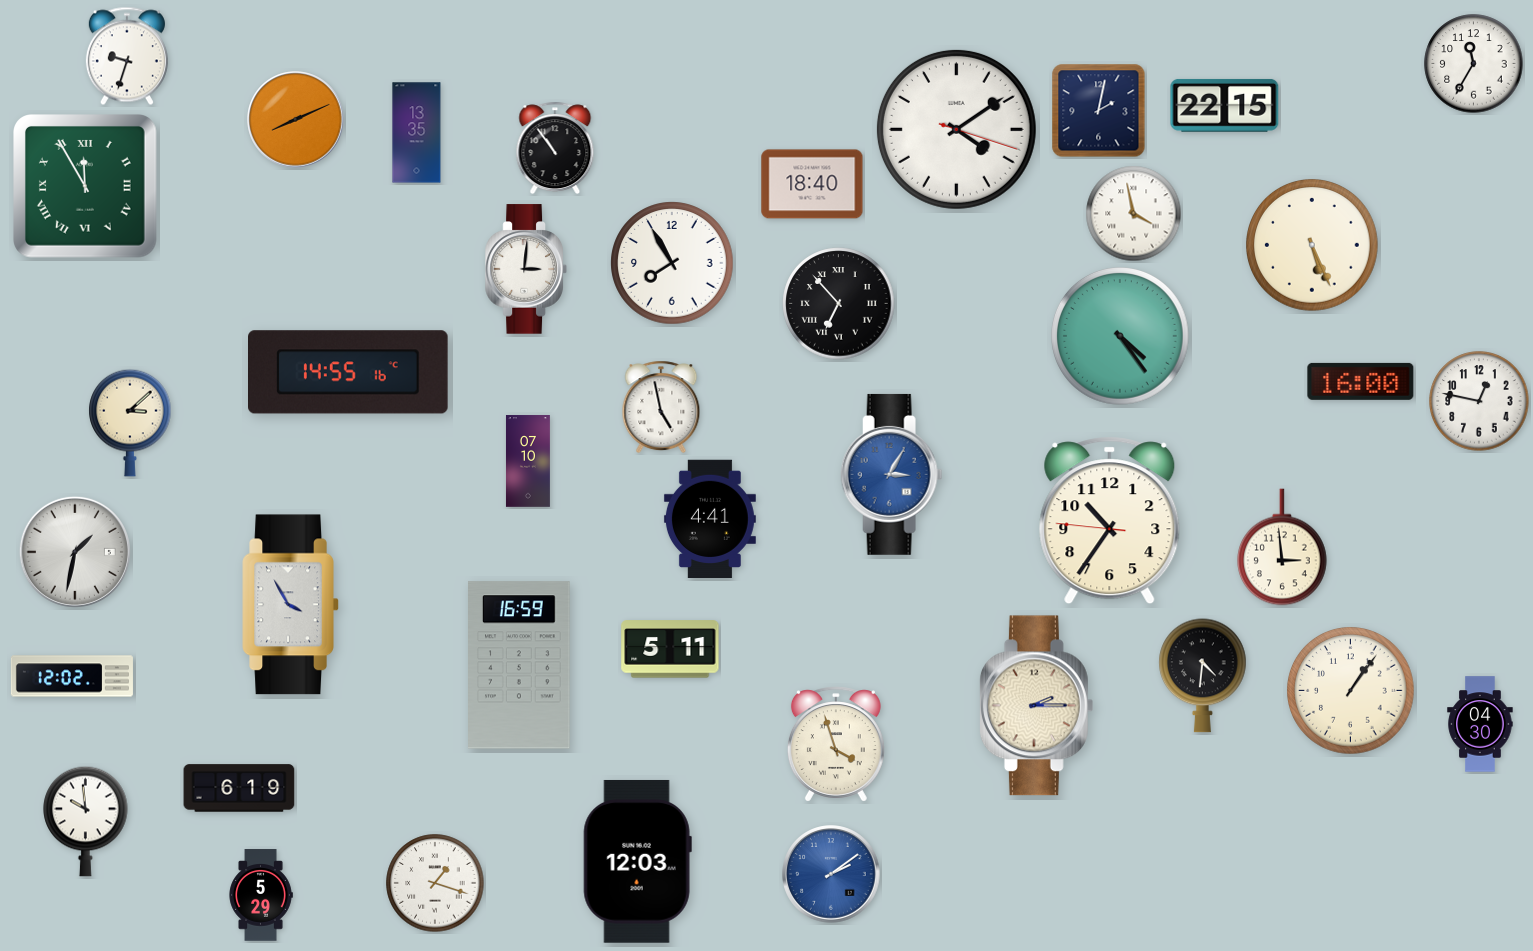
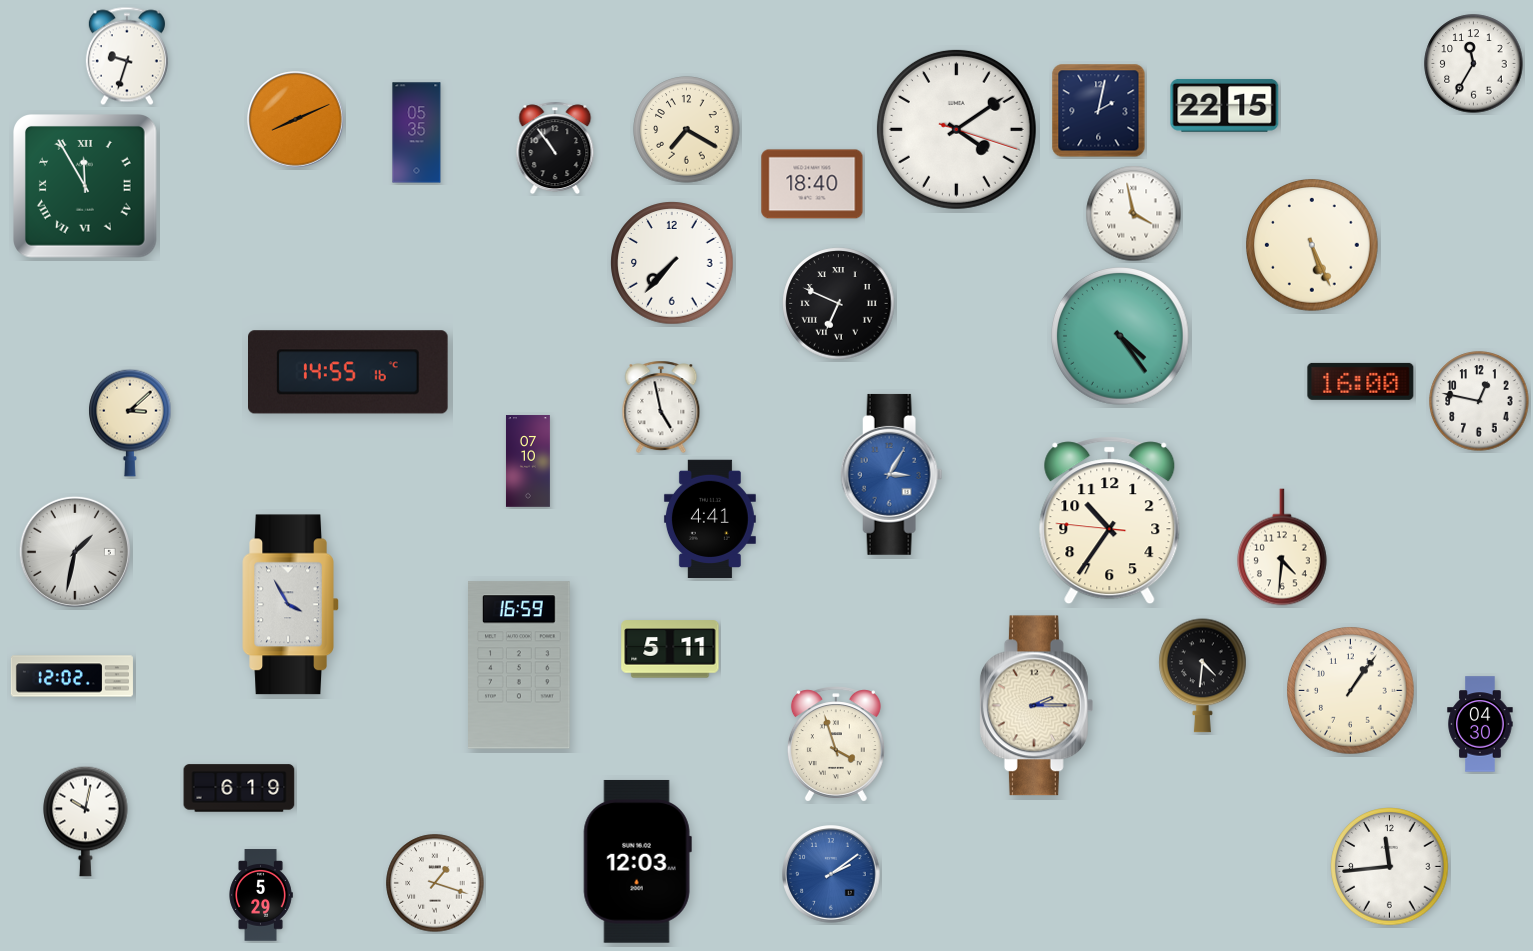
clock at (687, 130): none -> 7:20
clock at (417, 133): 13:35 -> 05:35
clock at (672, 263): 7:55 -> 7:37
clock at (526, 269): 3:01 -> none
clock at (839, 304): 6:53 -> 6:49
clock at (1282, 547): 2:59 -> 4:31
clock at (86, 821): 9:59 -> 10:02
clock at (1390, 867): none -> 11:44
